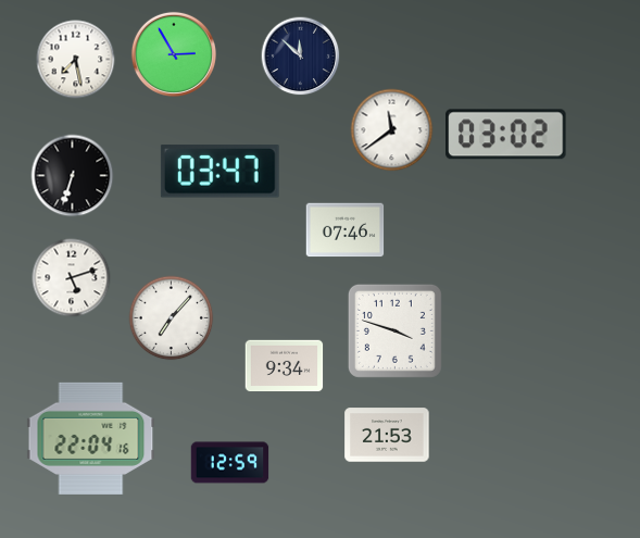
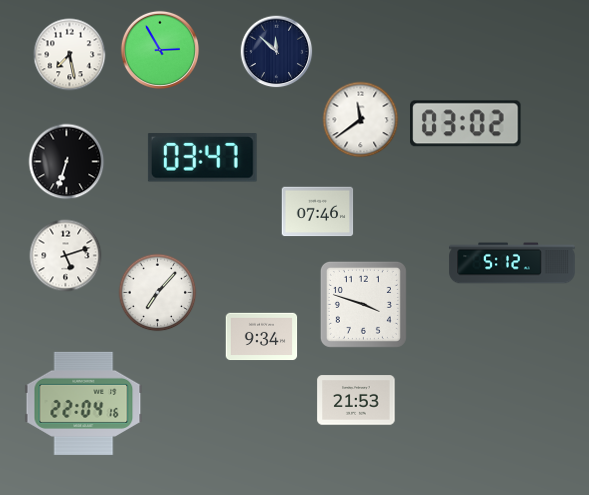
clock at (512, 263): none -> 5:12
clock at (230, 463): 12:59 -> none
